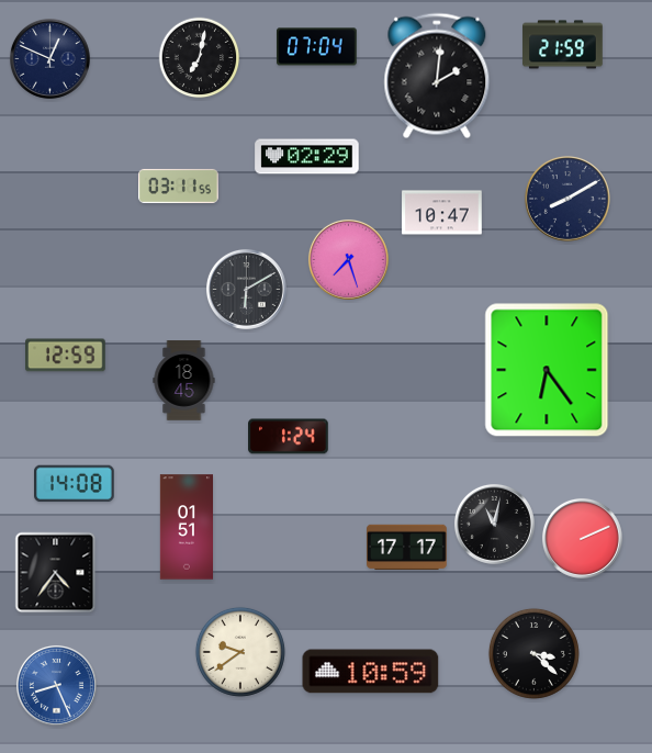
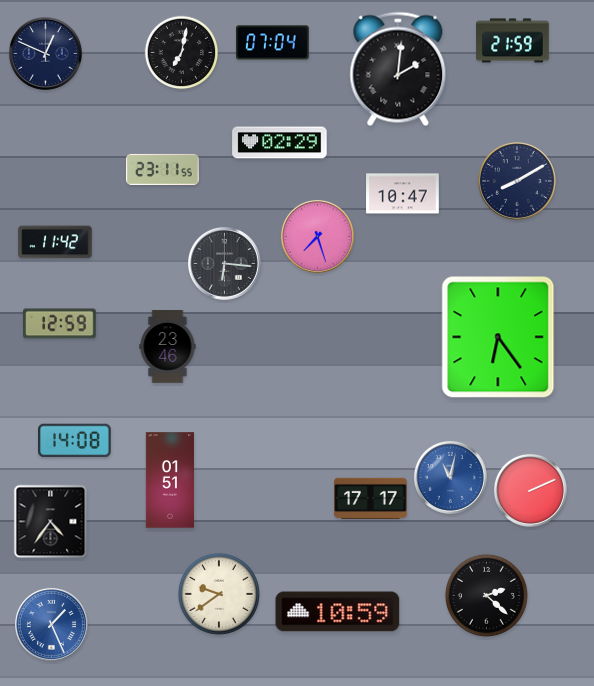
clock at (317, 47) position: (317, 47) -> (273, 43)
clock at (179, 186): 03:11 -> 23:11
clock at (55, 242): none -> 11:42
clock at (246, 289): 6:10 -> 6:16
clock at (184, 381): 18:45 -> 23:46
clock at (289, 437): 1:24 -> none
clock at (75, 484) position: (75, 484) -> (75, 441)
clock at (494, 524) dial: black -> blue
clock at (533, 653): 3:22 -> 2:22
clock at (56, 685): 8:26 -> 1:26
